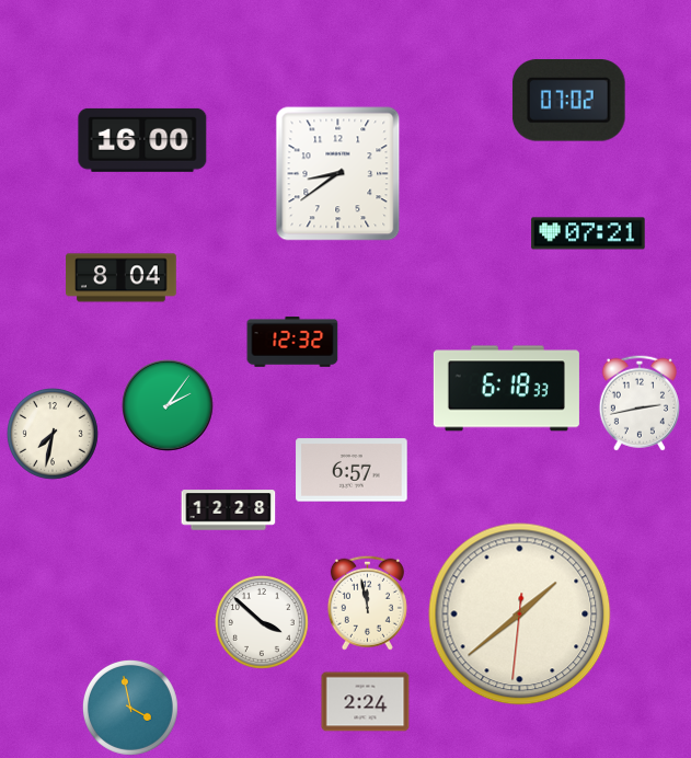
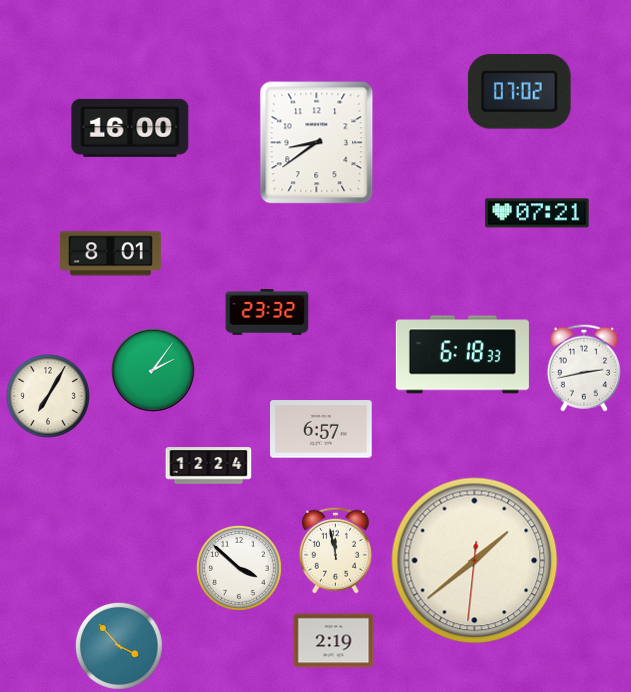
clock at (338, 174) position: (338, 174) -> (317, 143)
clock at (122, 278): 8:04 -> 8:01
clock at (292, 342): 12:32 -> 23:32
clock at (54, 435): 7:32 -> 7:05
clock at (229, 510): 12:28 -> 12:24
clock at (366, 702): 2:24 -> 2:19
clock at (130, 708): 3:58 -> 3:53
